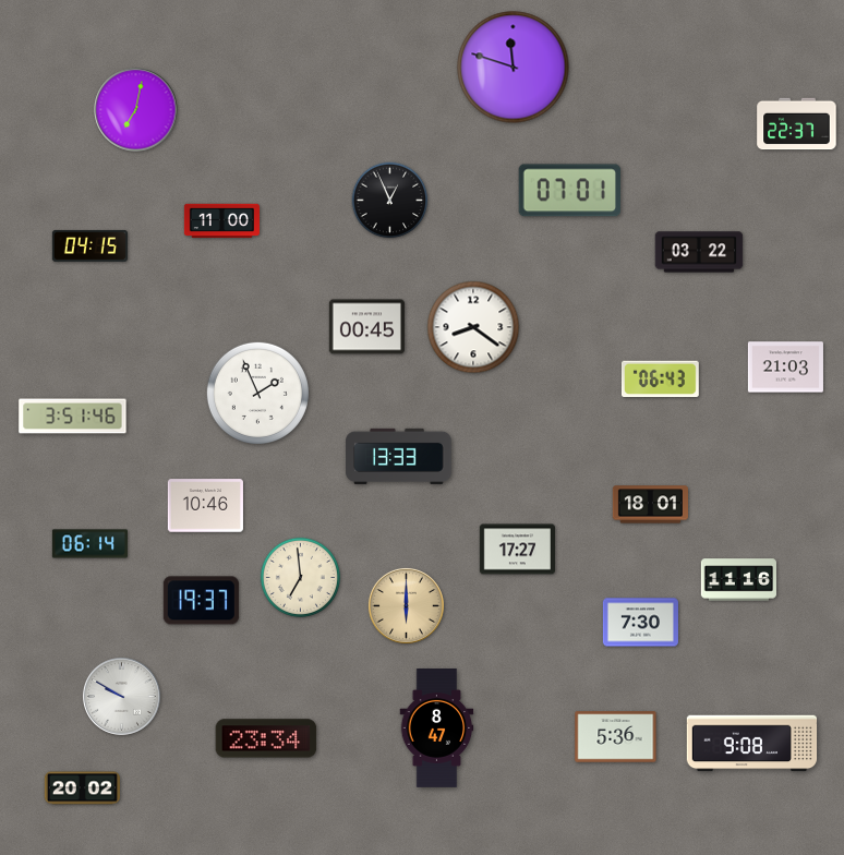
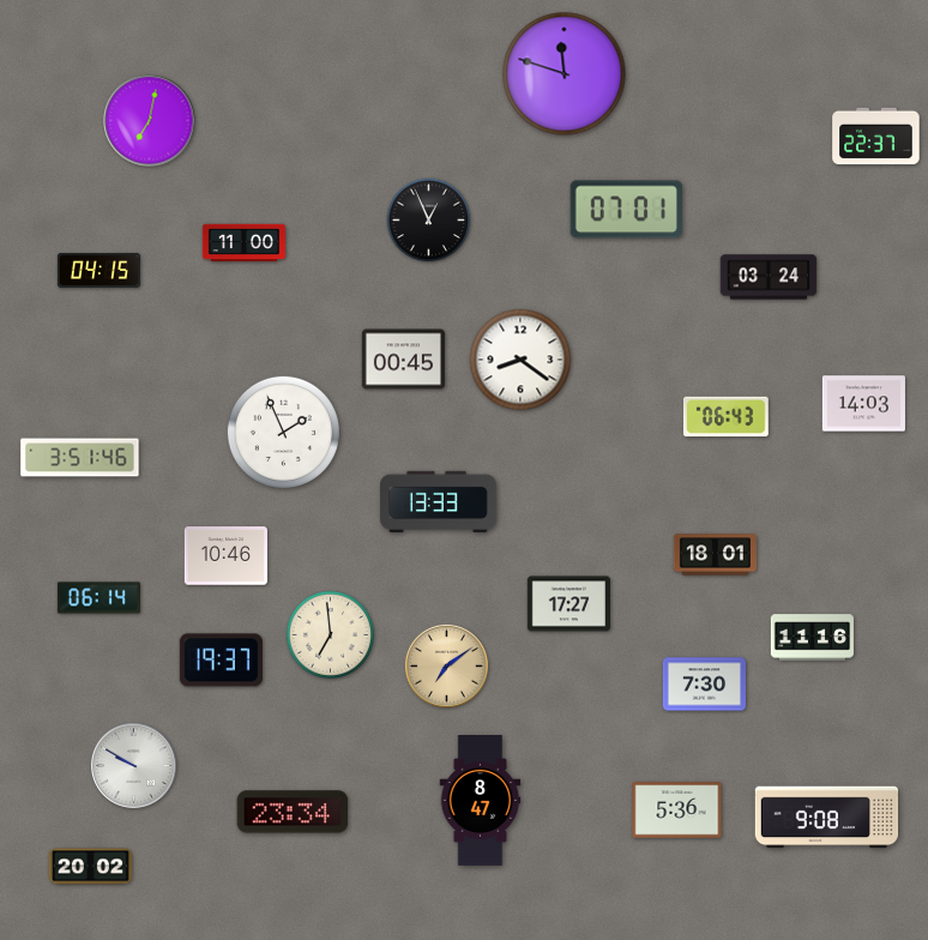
clock at (699, 252): 03:22 -> 03:24
clock at (785, 368): 21:03 -> 14:03
clock at (406, 605): 6:00 -> 7:09
